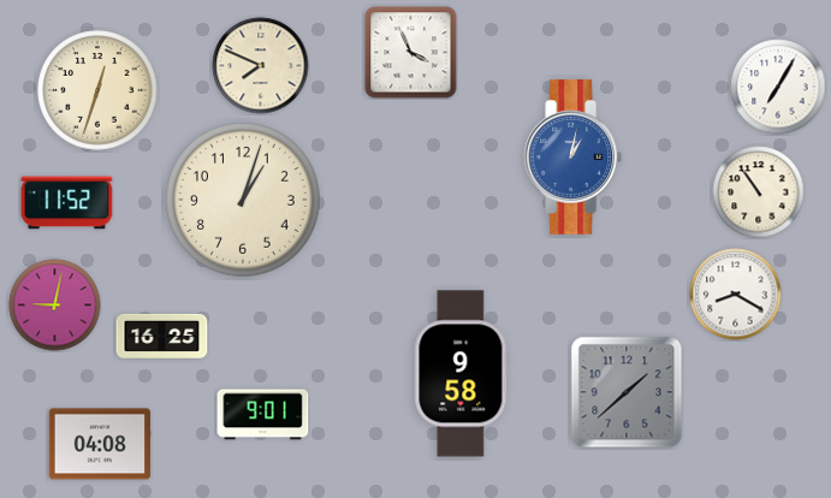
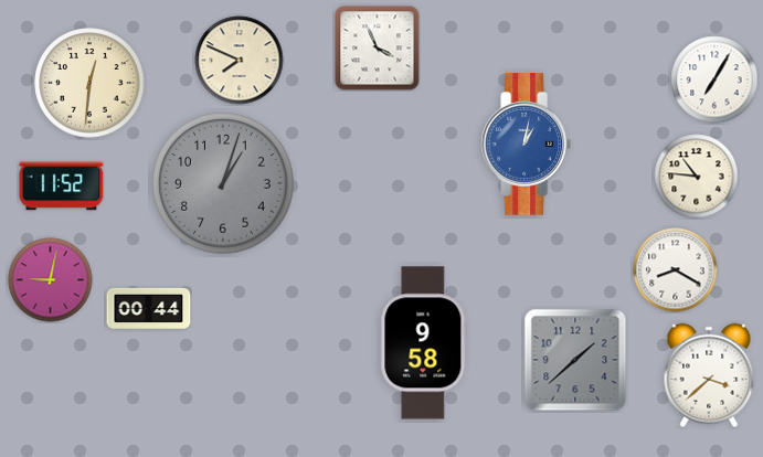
clock at (97, 90): 12:33 -> 12:31
clock at (759, 192): 10:54 -> 10:46
clock at (244, 201) dial: cream -> grey
clock at (162, 336): 16:25 -> 00:44
clock at (709, 375): none -> 3:38
clock at (263, 415): 9:01 -> none
clock at (99, 444): 04:08 -> none
